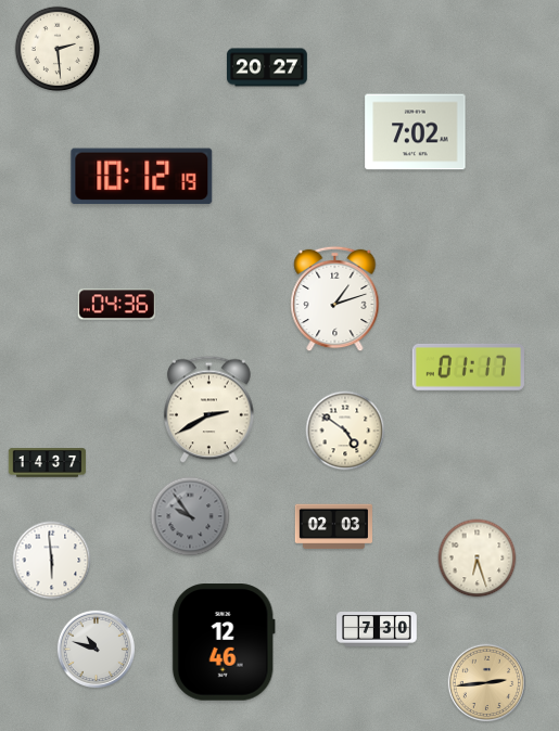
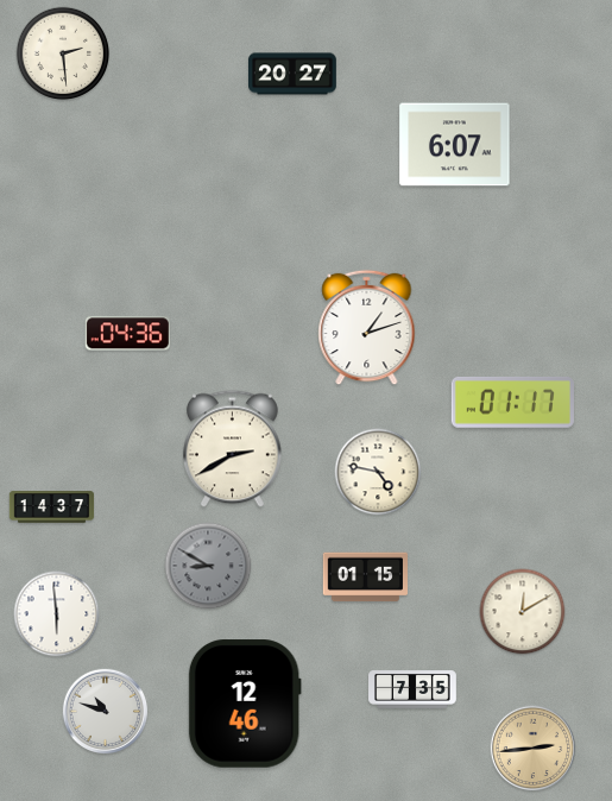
clock at (416, 132): 7:02 -> 6:07
clock at (142, 177): 10:12 -> none
clock at (209, 410) position: (209, 410) -> (233, 449)
clock at (345, 431): 4:51 -> 4:47
clock at (190, 516): 9:54 -> 8:50
clock at (333, 527): 02:03 -> 01:15
clock at (478, 559): 6:27 -> 12:10
clock at (378, 629): 7:30 -> 7:35
